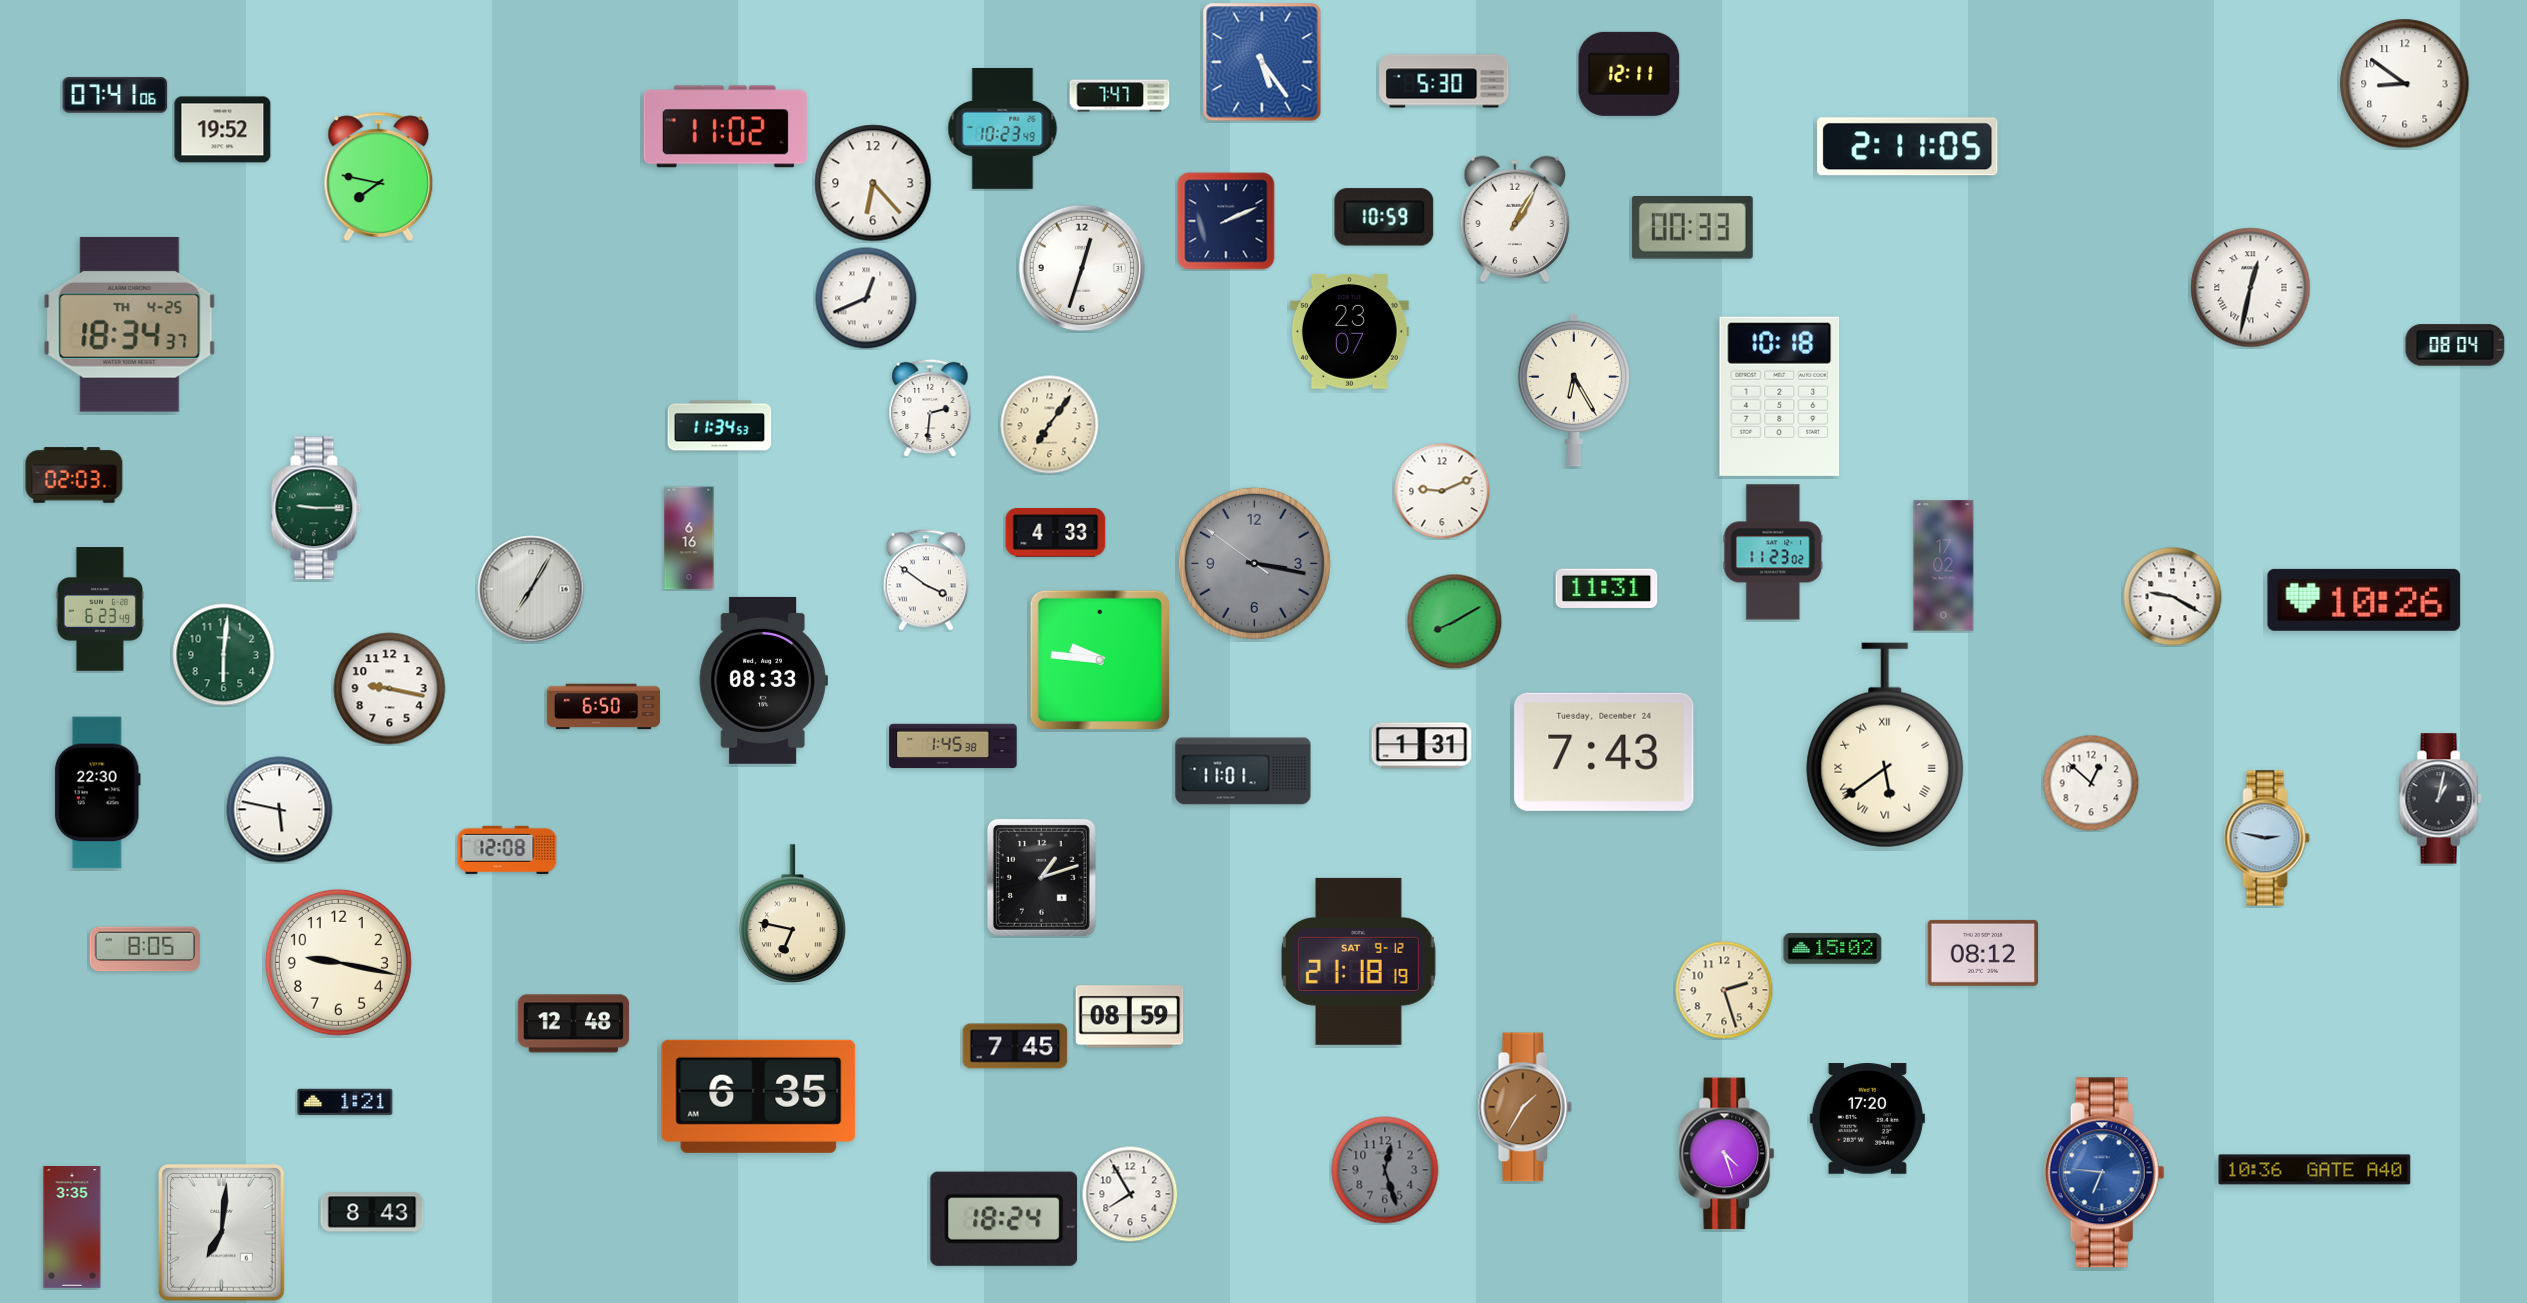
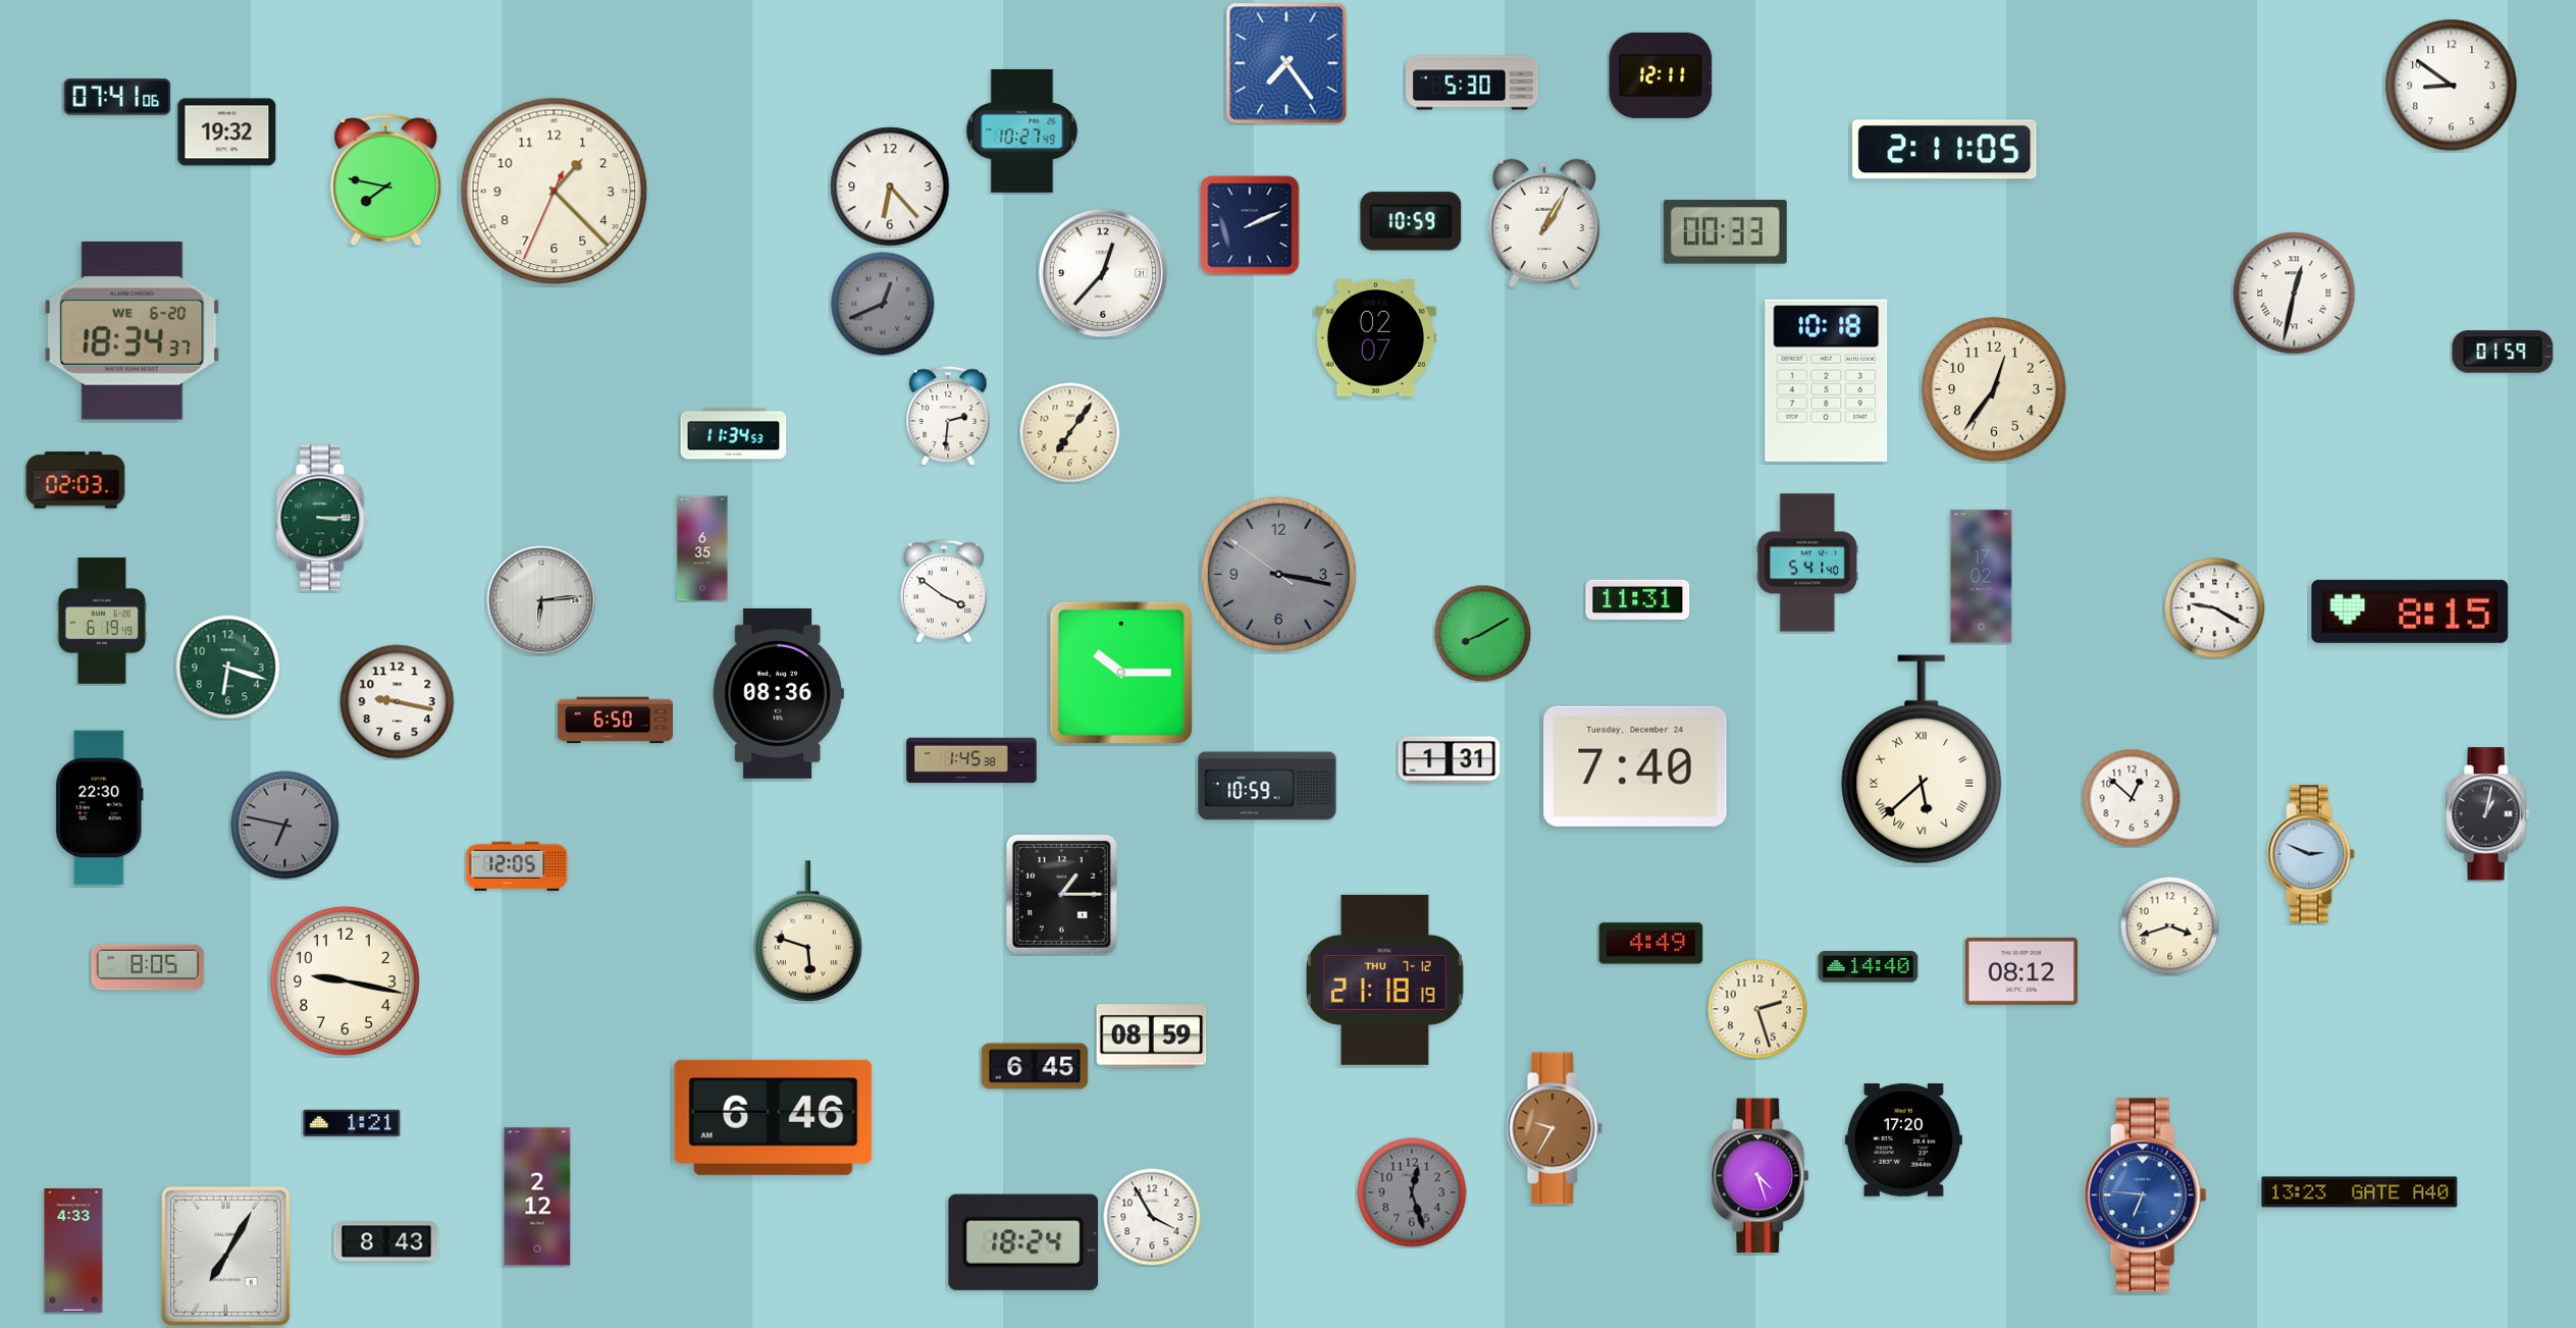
clock at (1262, 62): 5:24 -> 7:24
clock at (1120, 96): 7:47 -> none
clock at (725, 127): 11:02 -> none
clock at (1003, 128): 10:23 -> 10:27
clock at (223, 130): 19:52 -> 19:32
clock at (555, 192): none -> 1:22
clock at (1081, 267): 12:33 -> 12:37
clock at (866, 298) dial: white -> grey
clock at (130, 325) date: TH 4-25 -> WE 6-20
clock at (1349, 332): 23:07 -> 02:07
clock at (2455, 345): 08:04 -> 01:59
clock at (1994, 389): none -> 12:36
clock at (1574, 390): 6:25 -> none
clock at (1780, 396) position: (1780, 396) -> (1827, 380)
clock at (74, 475) position: (74, 475) -> (75, 480)
clock at (1442, 491): 9:11 -> none
clock at (316, 508): 9:15 -> 3:15
clock at (1056, 533): 4:33 -> none
clock at (689, 538): 6:16 -> 6:35
clock at (1773, 552): 11:23 -> 5:41
clock at (531, 589): 7:05 -> 6:14
clock at (2364, 600): 10:26 -> 8:15
clock at (100, 609): 6:23 -> 6:19
clock at (224, 655): 6:01 -> 6:18
clock at (1100, 660): 9:46 -> 10:15
clock at (763, 680): 08:33 -> 08:36
clock at (1885, 745): 5:39 -> 5:38
clock at (1604, 752): 7:43 -> 7:40
clock at (1243, 771): 11:01 -> 10:59
clock at (280, 810): 5:47 -> 6:47
clock at (280, 810) dial: white -> grey
clock at (2267, 838): 2:47 -> 2:49
clock at (507, 850): 12:08 -> 12:05
clock at (1041, 877): 1:12 -> 1:15
clock at (2169, 925): none -> 3:42
clock at (792, 913): 6:47 -> 5:48
clock at (1651, 944): none -> 4:49
clock at (1833, 949): 15:02 -> 14:40
clock at (1358, 961) date: SAT 9-12 -> THU 7-12
clock at (573, 1024): 12:48 -> none
clock at (1015, 1046): 7:45 -> 6:45
clock at (759, 1096): 6:35 -> 6:46
clock at (1525, 1107): 1:35 -> 9:35
clock at (2315, 1170): 10:36 -> 13:23
clock at (537, 1197): none -> 2:12
clock at (1130, 1194): 7:55 -> 3:55
clock at (372, 1212) position: (372, 1212) -> (386, 1241)
clock at (72, 1227): 3:35 -> 4:33
clock at (222, 1233): 7:01 -> 7:05
